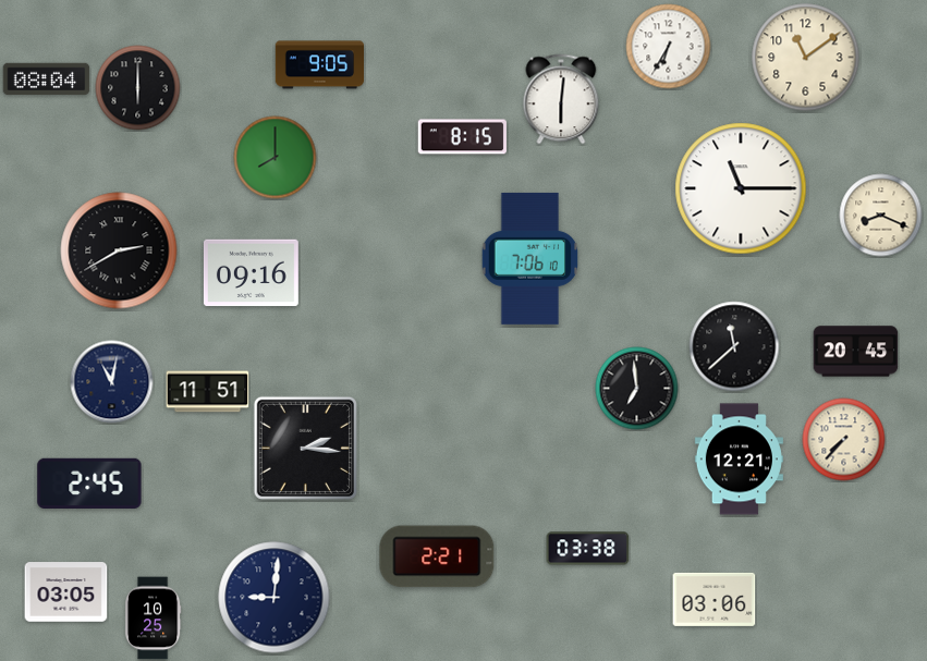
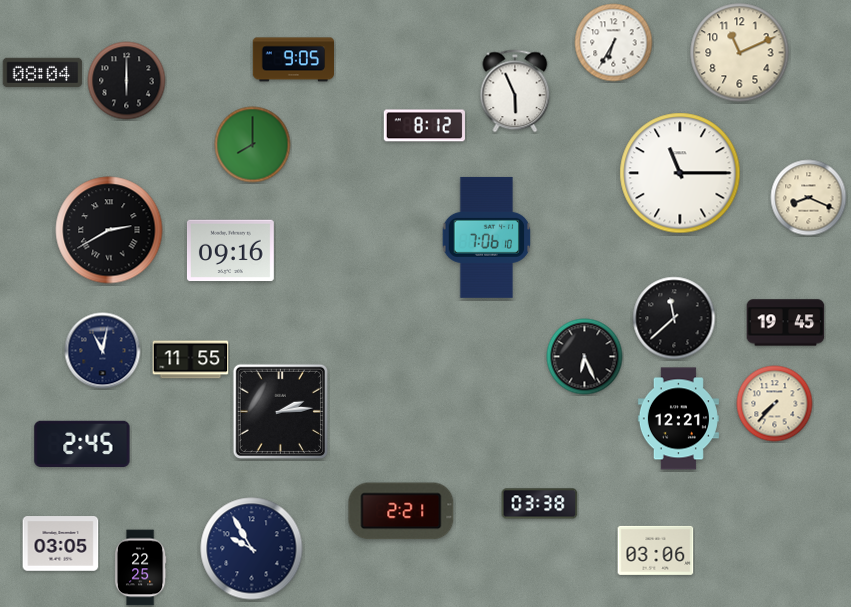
clock at (806, 58): 11:09 -> 11:11
clock at (561, 99): 6:01 -> 5:56
clock at (462, 137): 8:15 -> 8:12
clock at (856, 352): 20:45 -> 19:45
clock at (637, 389): 6:59 -> 6:26
clock at (208, 392): 11:51 -> 11:55
clock at (305, 448): 2:16 -> 2:14
clock at (739, 460) position: (739, 460) -> (678, 419)
clock at (275, 598): 9:01 -> 9:55
clock at (153, 619): 10:25 -> 22:25
